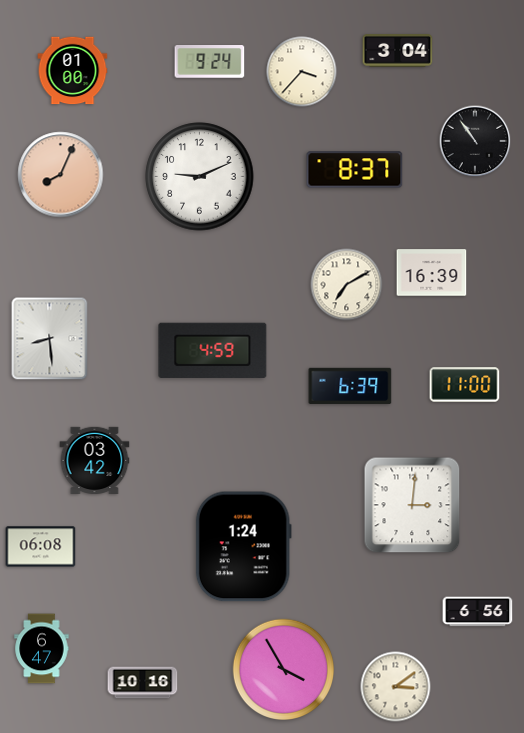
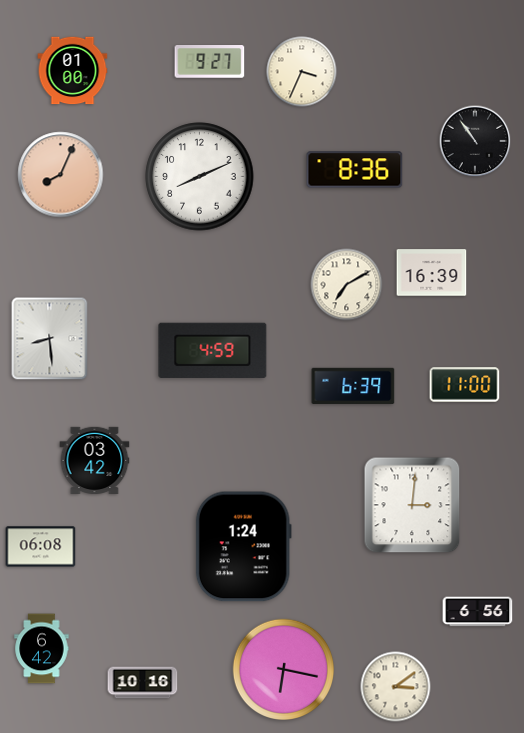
clock at (398, 51): 3:04 -> none
clock at (210, 62): 9:24 -> 9:27
clock at (302, 72): 3:37 -> 3:34
clock at (355, 170): 8:37 -> 8:36
clock at (200, 177): 9:11 -> 8:11
clock at (350, 386) position: (350, 386) -> (353, 386)
clock at (42, 649): 6:47 -> 6:42
clock at (283, 669): 3:55 -> 6:17
